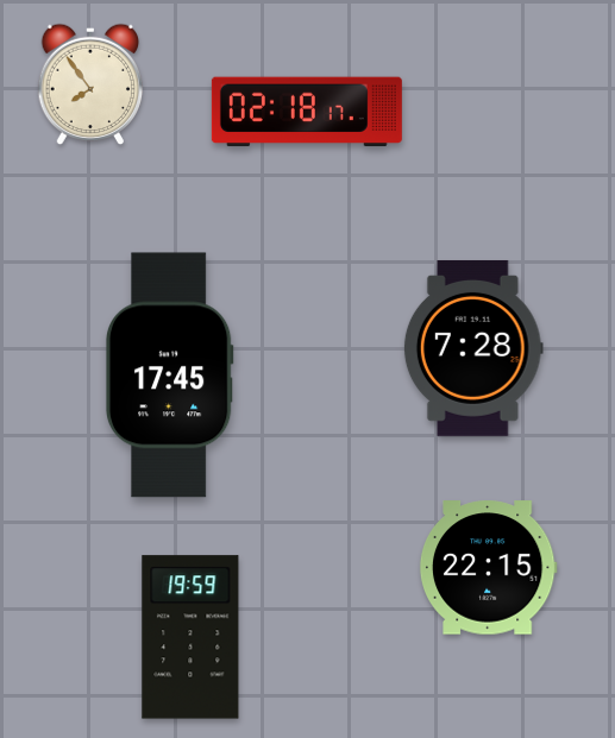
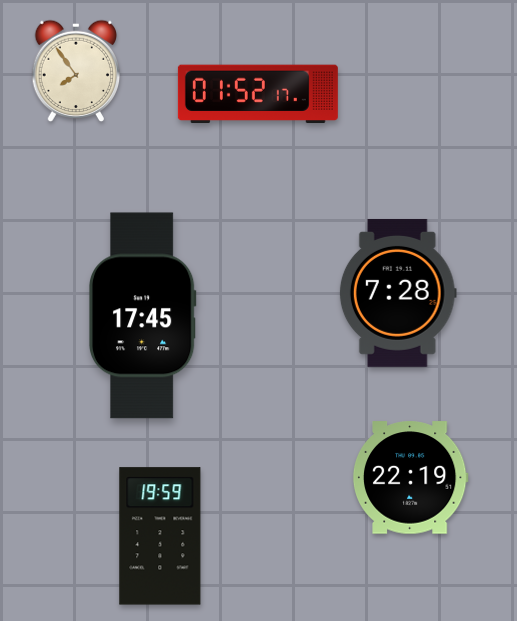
clock at (307, 112): 02:18 -> 01:52
clock at (488, 568): 22:15 -> 22:19
